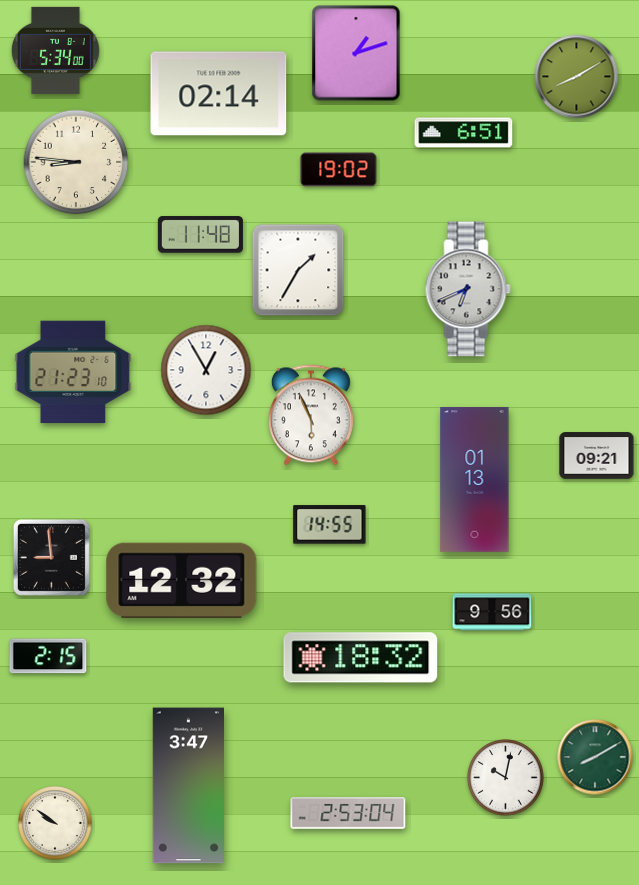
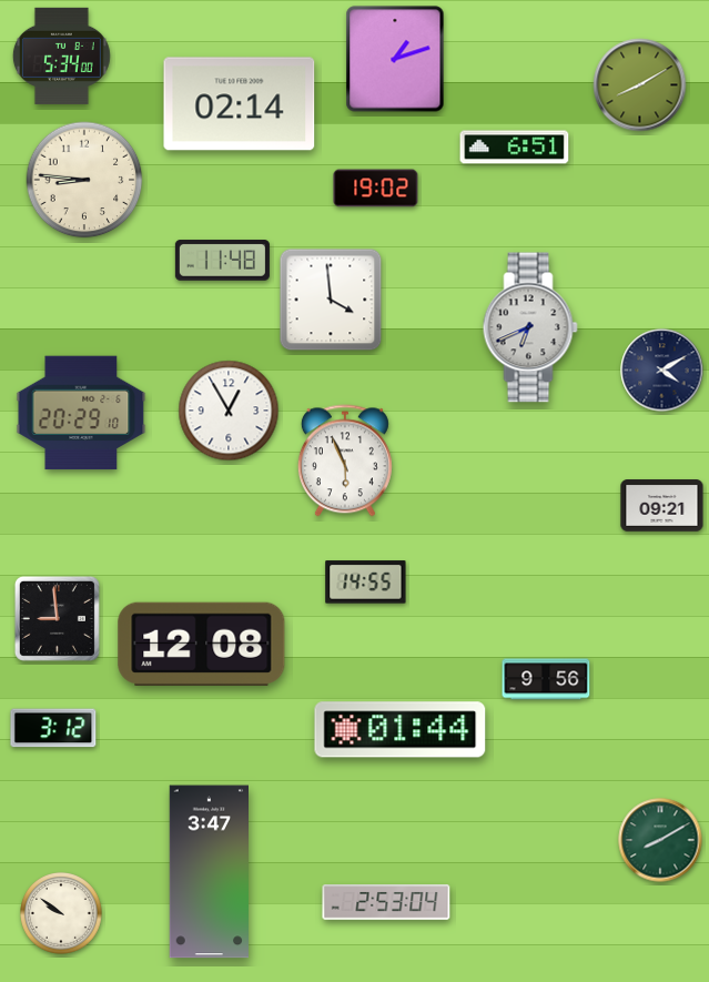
clock at (219, 94) position: (219, 94) -> (240, 104)
clock at (298, 270): 1:35 -> 3:59
clock at (468, 289) position: (468, 289) -> (530, 327)
clock at (662, 371): none -> 4:10
clock at (73, 372): 21:23 -> 20:29
clock at (475, 480): 01:13 -> none
clock at (182, 580): 12:32 -> 12:08
clock at (48, 656): 2:15 -> 3:12
clock at (361, 658): 18:32 -> 01:44
clock at (506, 778): 10:02 -> none
